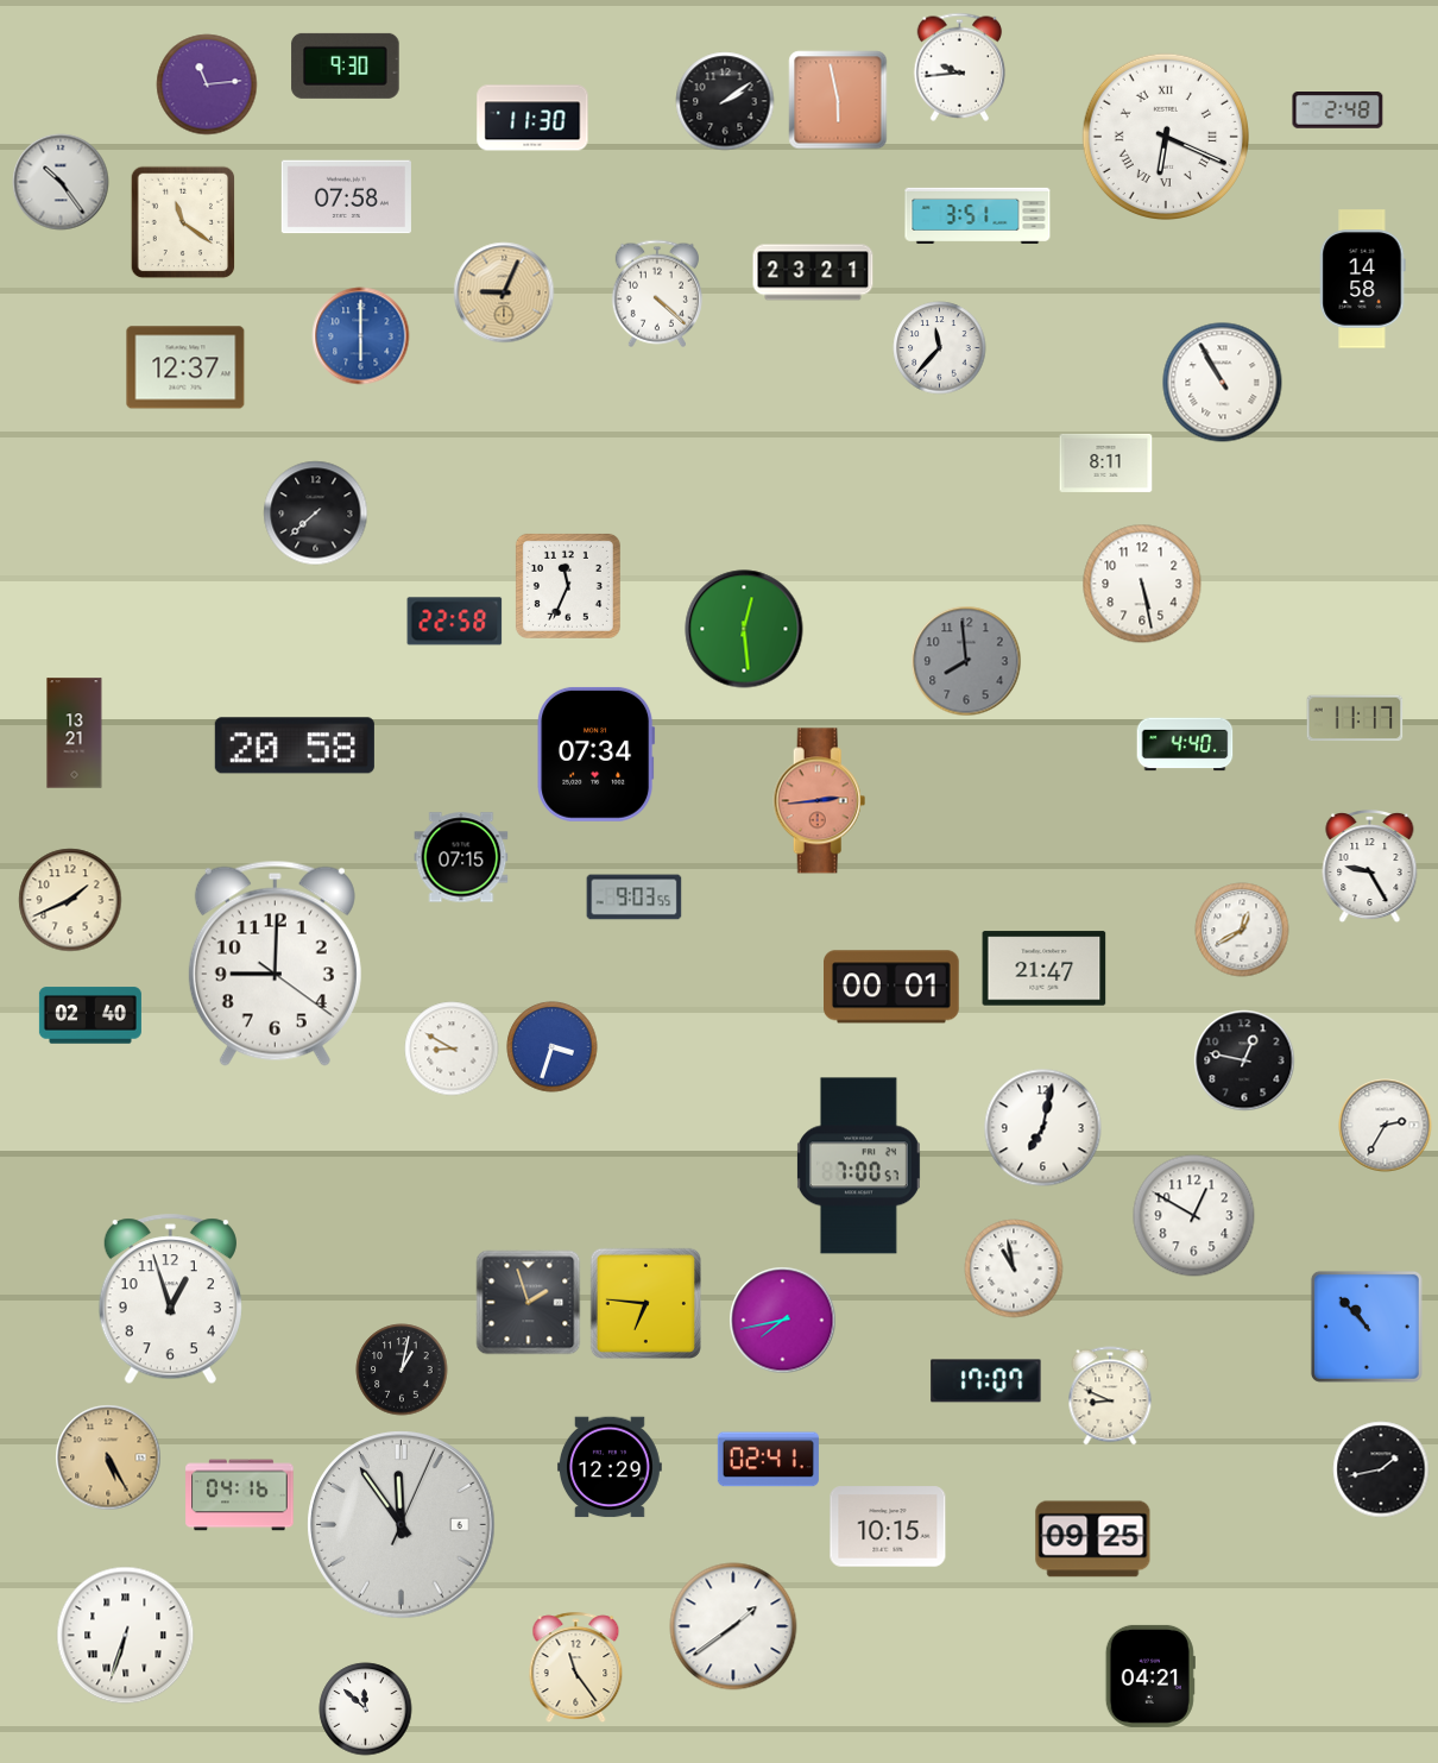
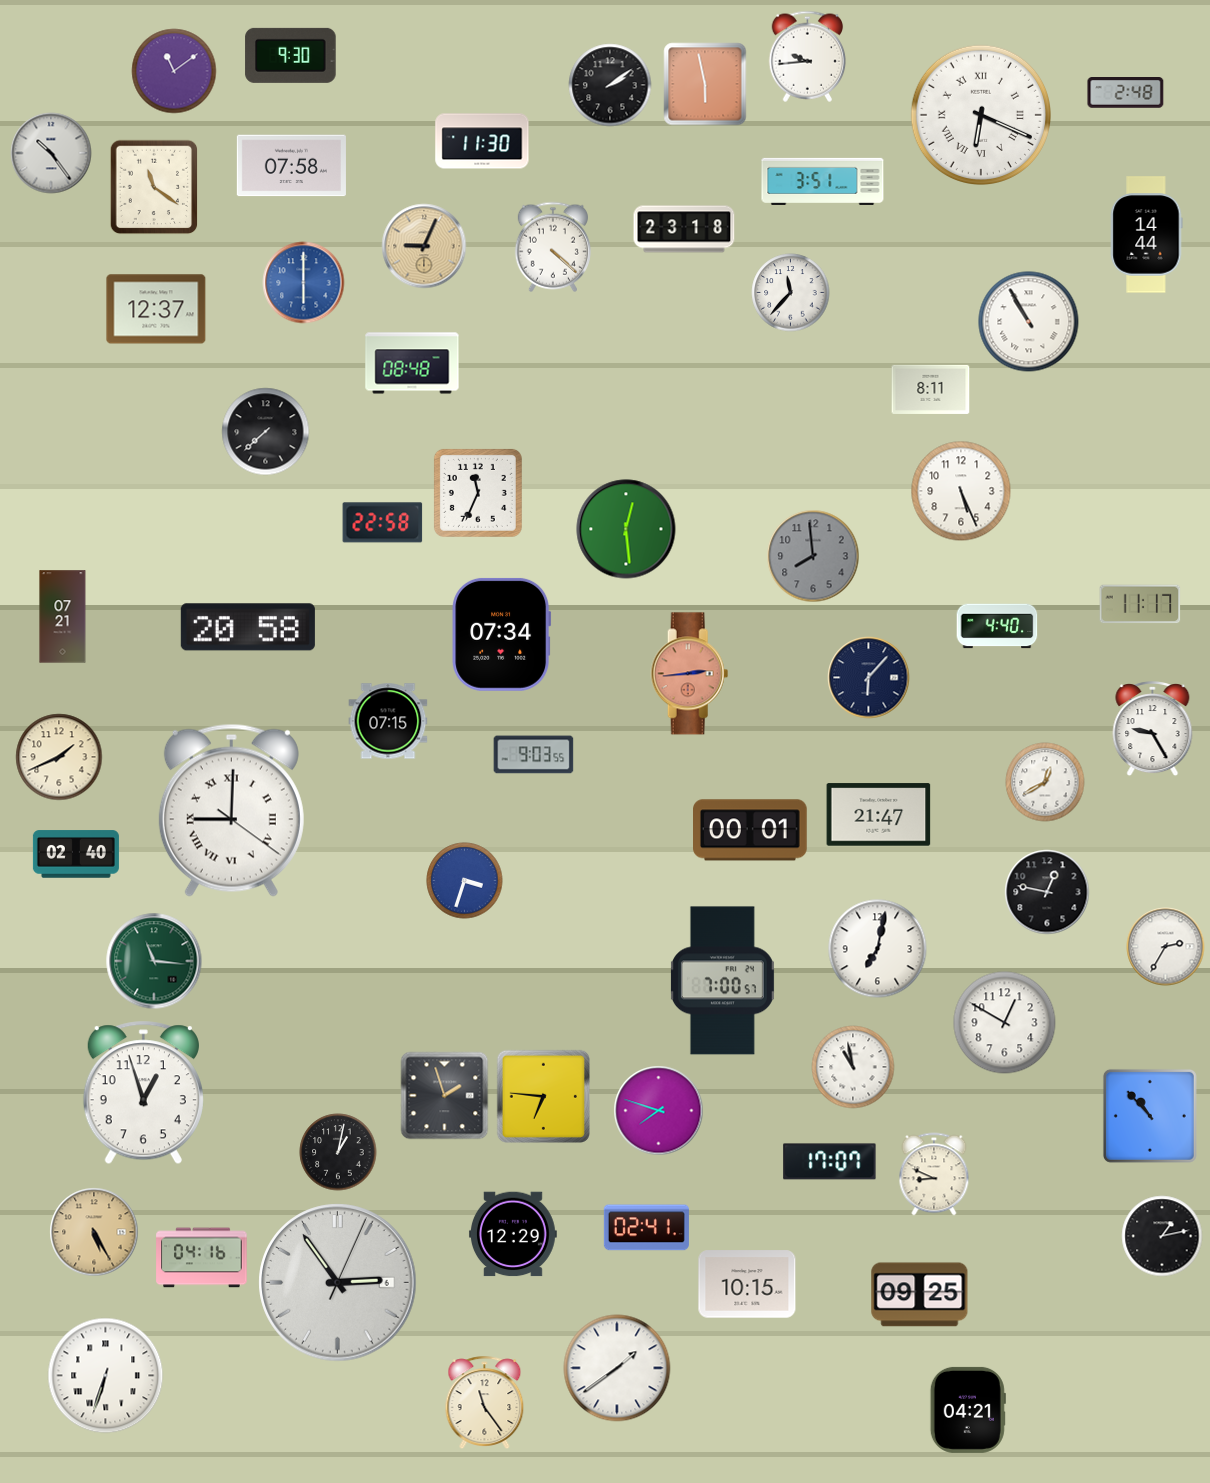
clock at (207, 84): 11:14 -> 11:09
clock at (532, 118) position: (532, 118) -> (482, 141)
clock at (813, 272): 23:21 -> 23:18
clock at (1363, 279): 14:58 -> 14:44
clock at (412, 363): none -> 08:48
clock at (1142, 584): 5:28 -> 5:26
clock at (75, 733): 13:21 -> 07:21
clock at (869, 678): none -> 6:07
clock at (275, 963) numerals: Arabic -> Roman
clock at (452, 1049): 8:50 -> none
clock at (154, 961): none -> 11:16
clock at (783, 1321): 7:43 -> 7:48
clock at (108, 1457) position: (108, 1457) -> (94, 1232)
clock at (1381, 1469): 1:43 -> 1:13
clock at (402, 1525): 11:54 -> 2:54
clock at (366, 1710): 11:52 -> none
